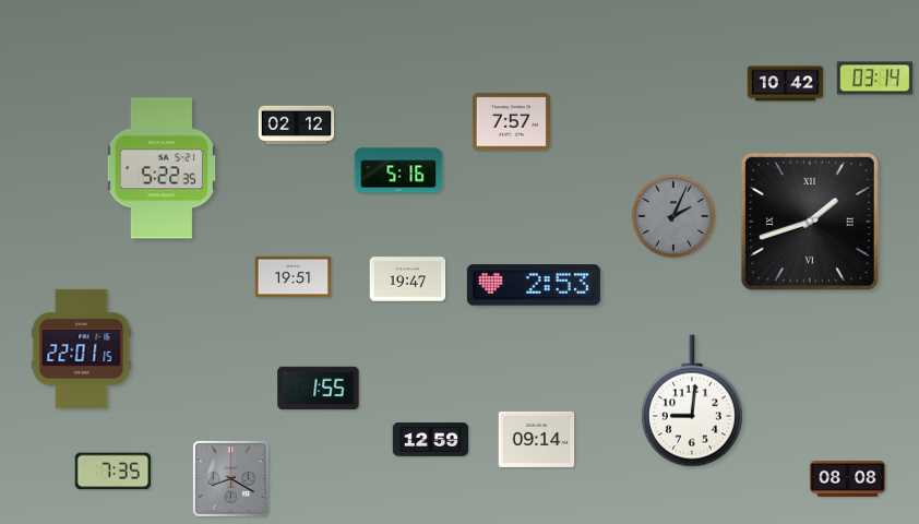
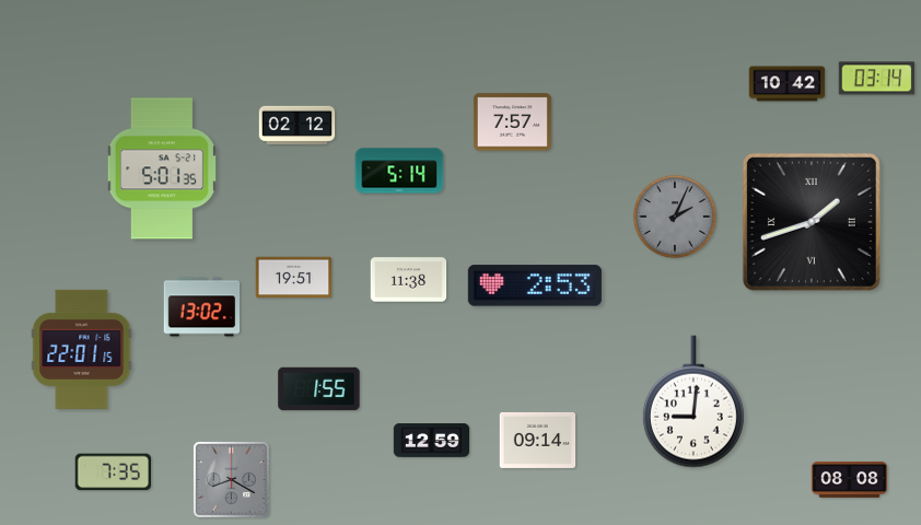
clock at (160, 168): 5:22 -> 5:01
clock at (398, 170): 5:16 -> 5:14
clock at (408, 279): 19:47 -> 11:38
clock at (202, 307): none -> 13:02
